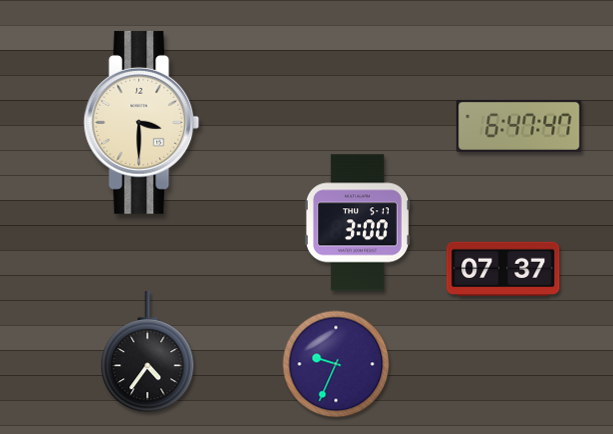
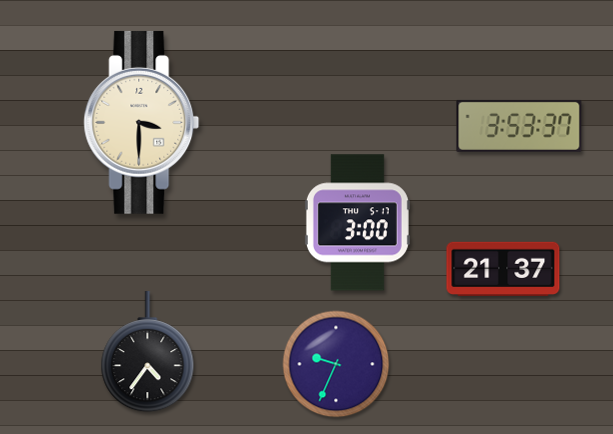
clock at (519, 126): 6:47 -> 3:53
clock at (503, 268): 07:37 -> 21:37
